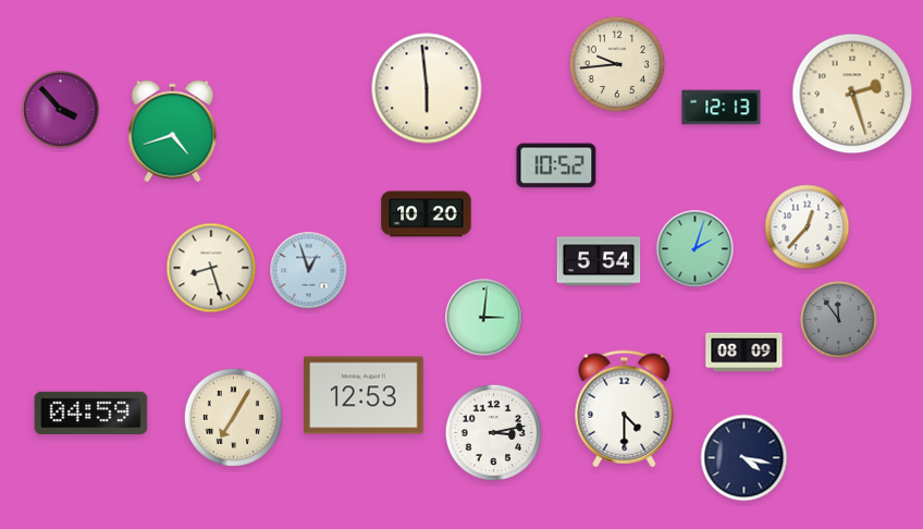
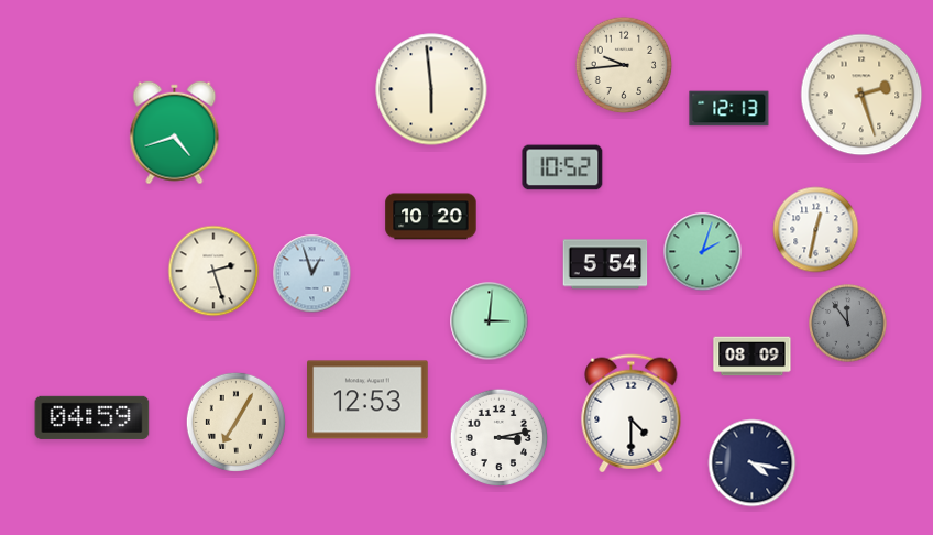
clock at (61, 110): 3:53 -> none
clock at (808, 227): 12:37 -> 12:32
clock at (211, 268): 8:27 -> 2:27
